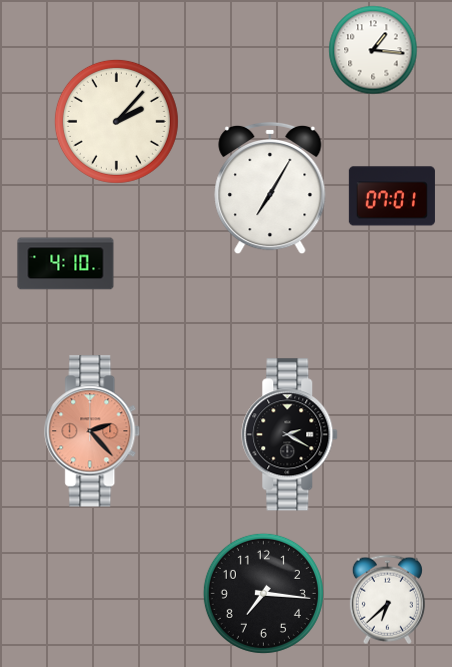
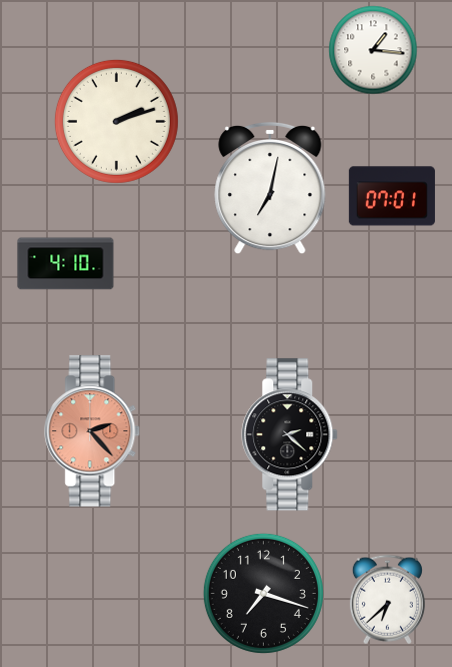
clock at (116, 121): 2:07 -> 2:12
clock at (270, 188): 7:05 -> 7:02
clock at (290, 435): 2:20 -> 2:22
clock at (263, 593): 7:16 -> 7:18
